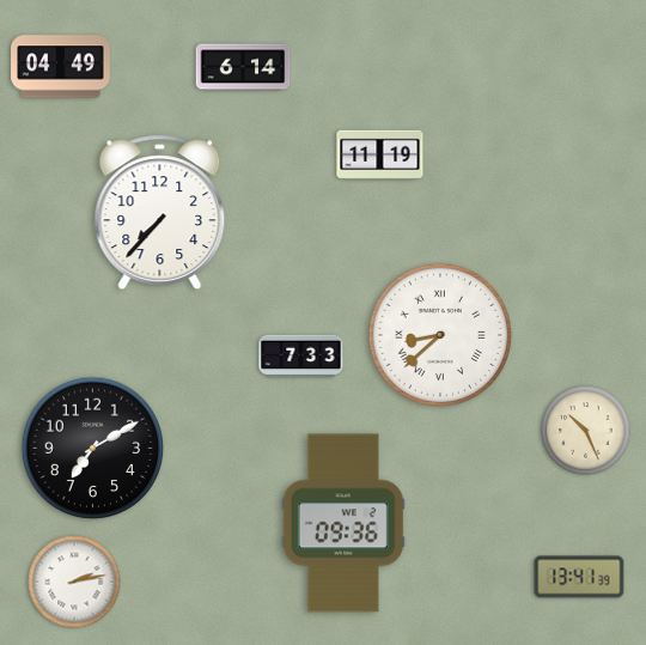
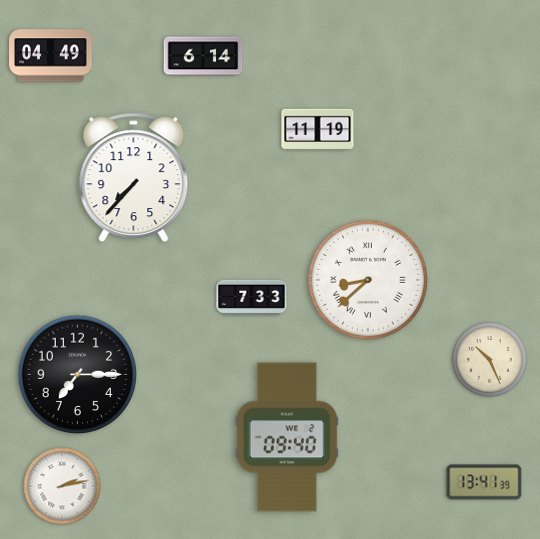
clock at (93, 449): 7:10 -> 7:15
clock at (343, 523): 09:36 -> 09:40
